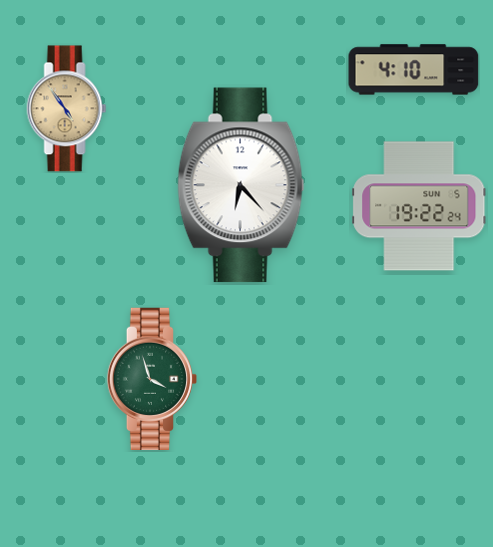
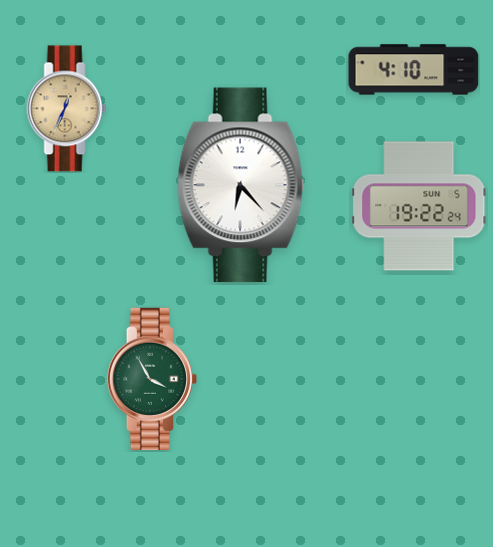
clock at (67, 109): 4:54 -> 12:34
clock at (151, 378): 3:57 -> 3:55
